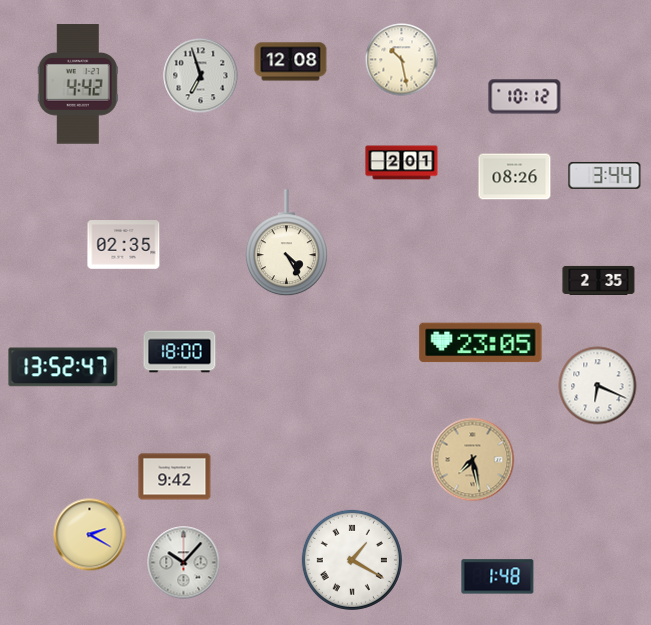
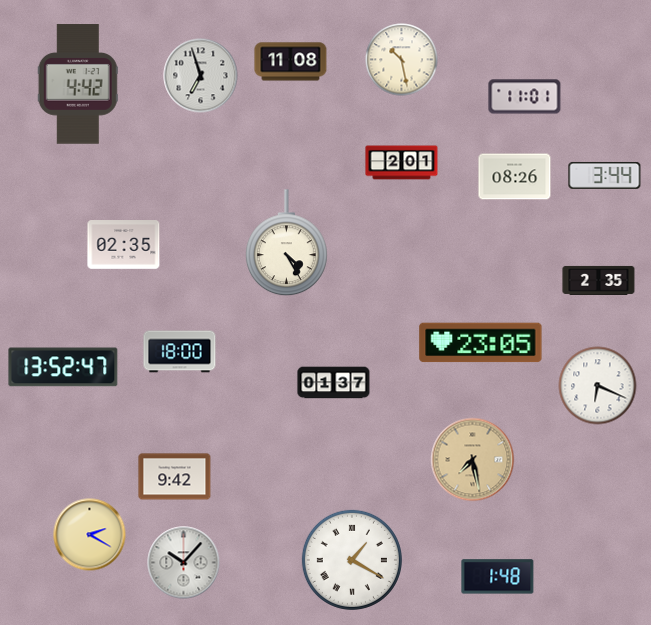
clock at (291, 62): 12:08 -> 11:08
clock at (525, 97): 10:12 -> 11:01
clock at (334, 383): none -> 01:37
